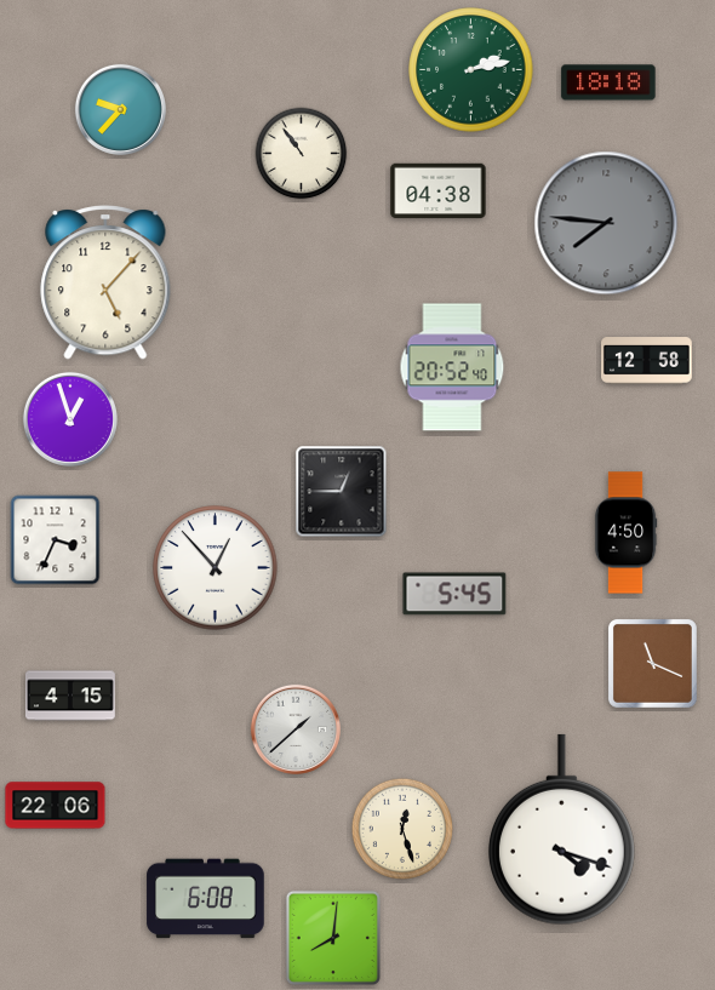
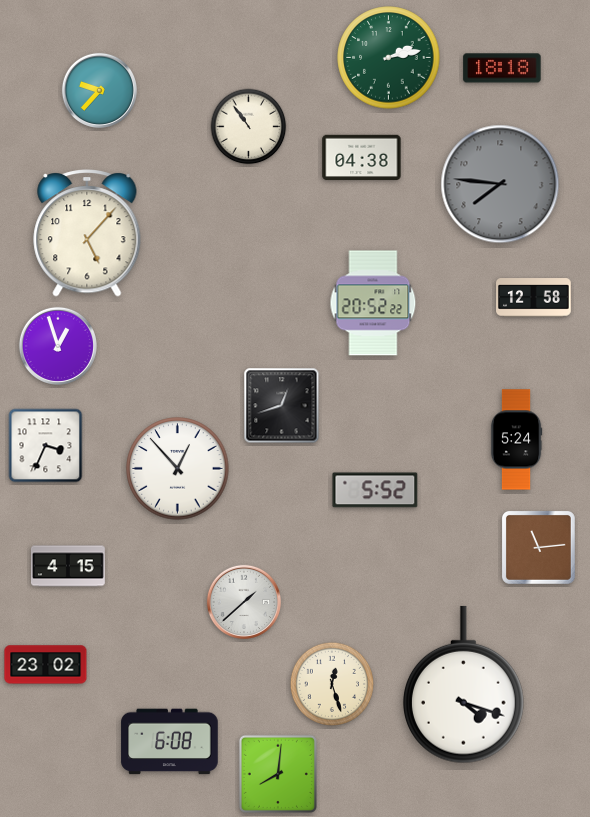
clock at (452, 367): 20:52:40 -> 20:52:22
clock at (342, 492): 12:45 -> 12:42
clock at (625, 533): 4:50 -> 5:24
clock at (454, 594): 5:45 -> 5:52
clock at (652, 663): 11:19 -> 11:14
clock at (70, 696) position: (70, 696) -> (68, 566)
clock at (56, 806): 22:06 -> 23:02
clock at (333, 938) position: (333, 938) -> (278, 774)
